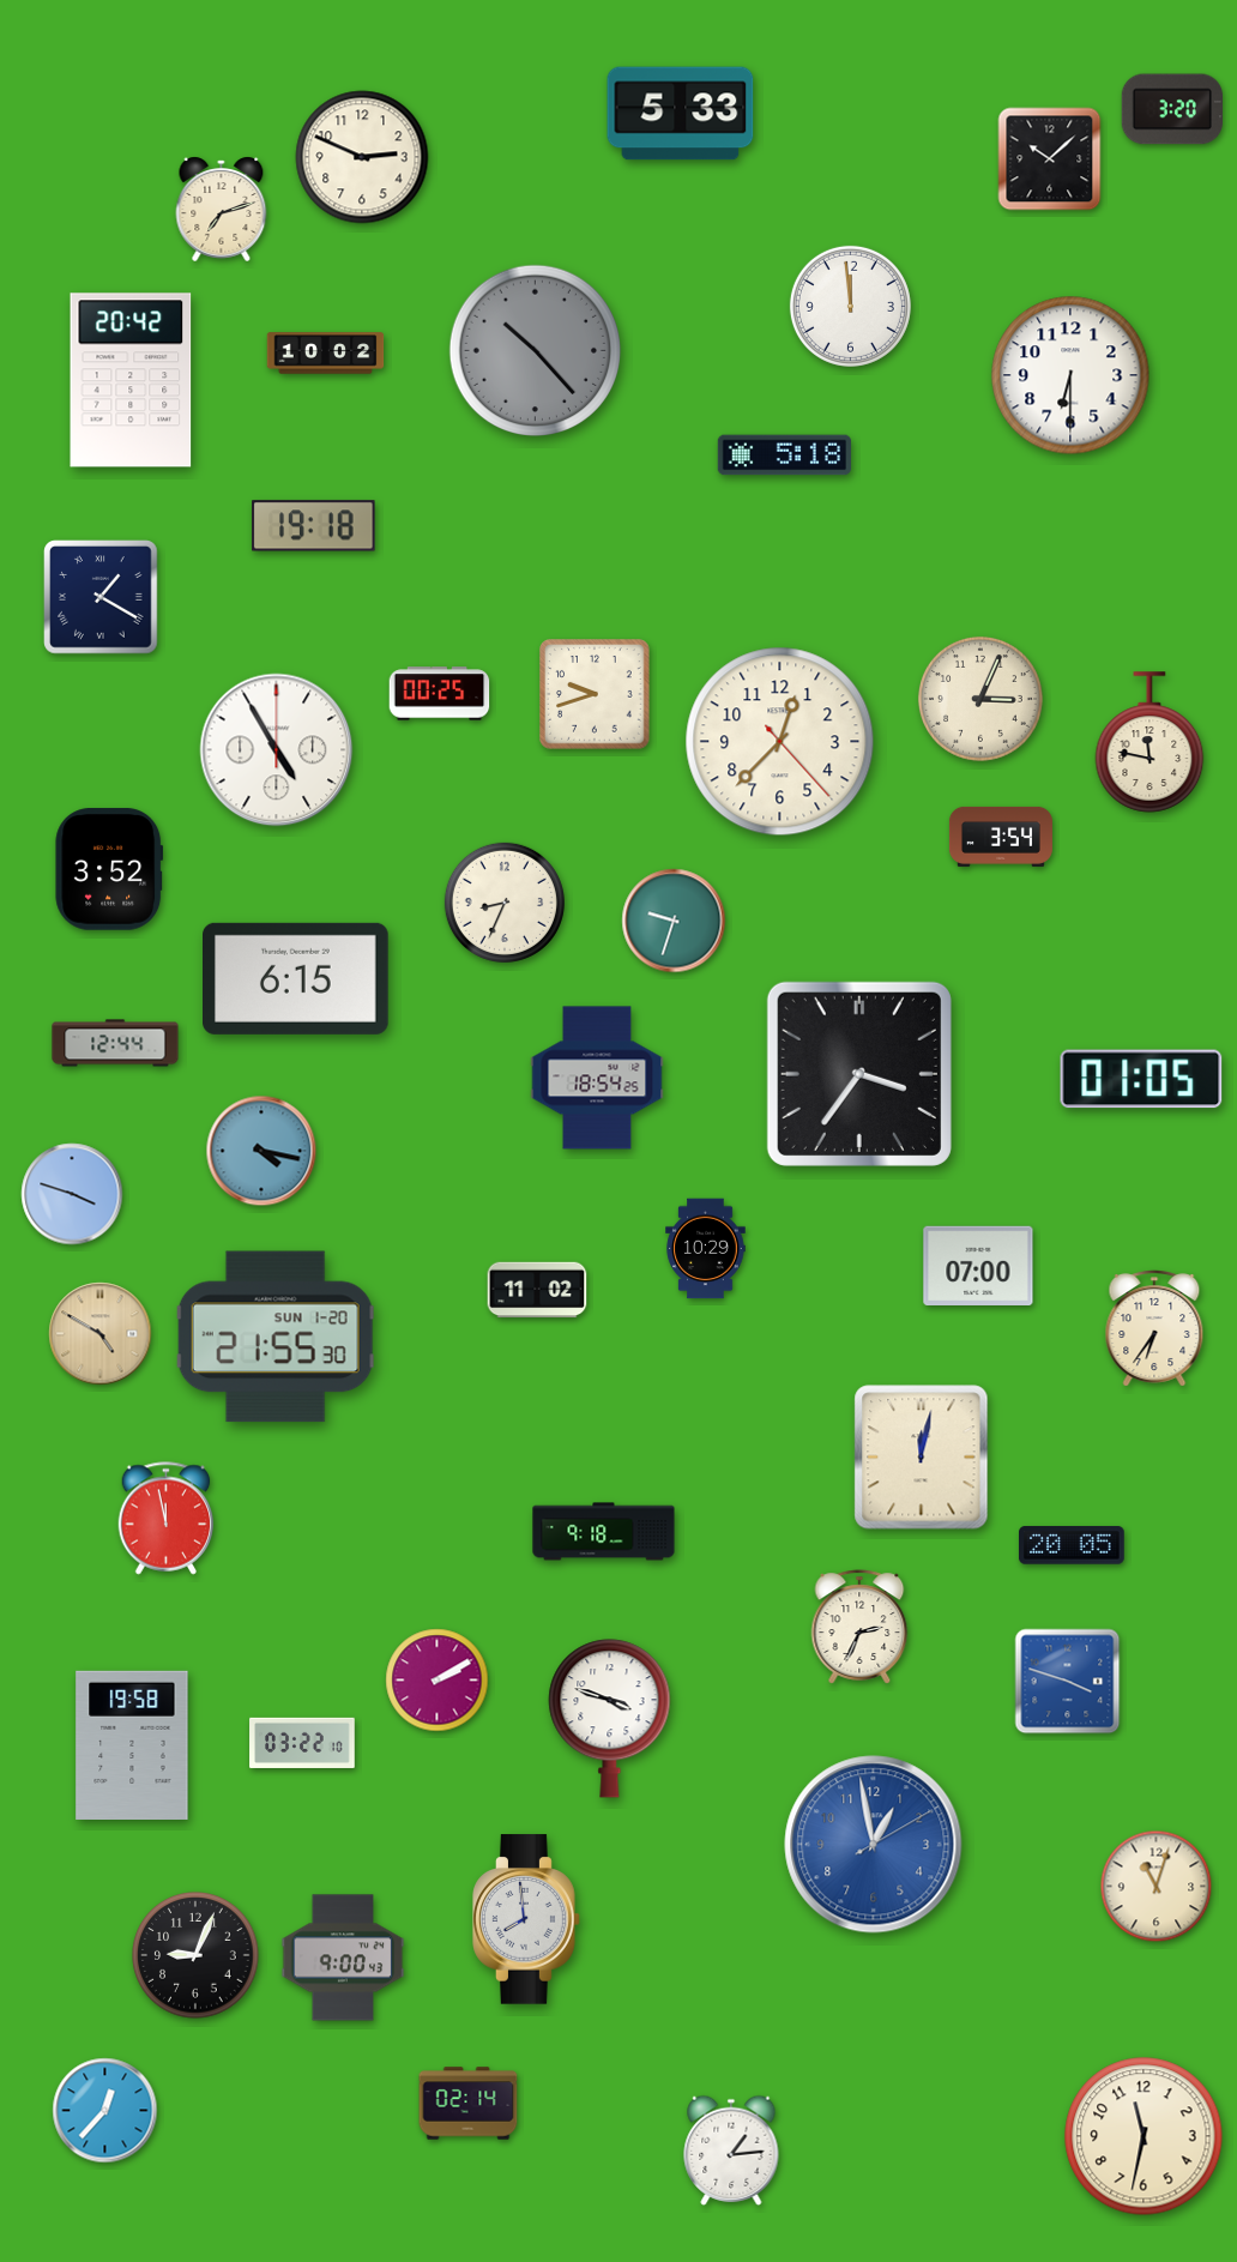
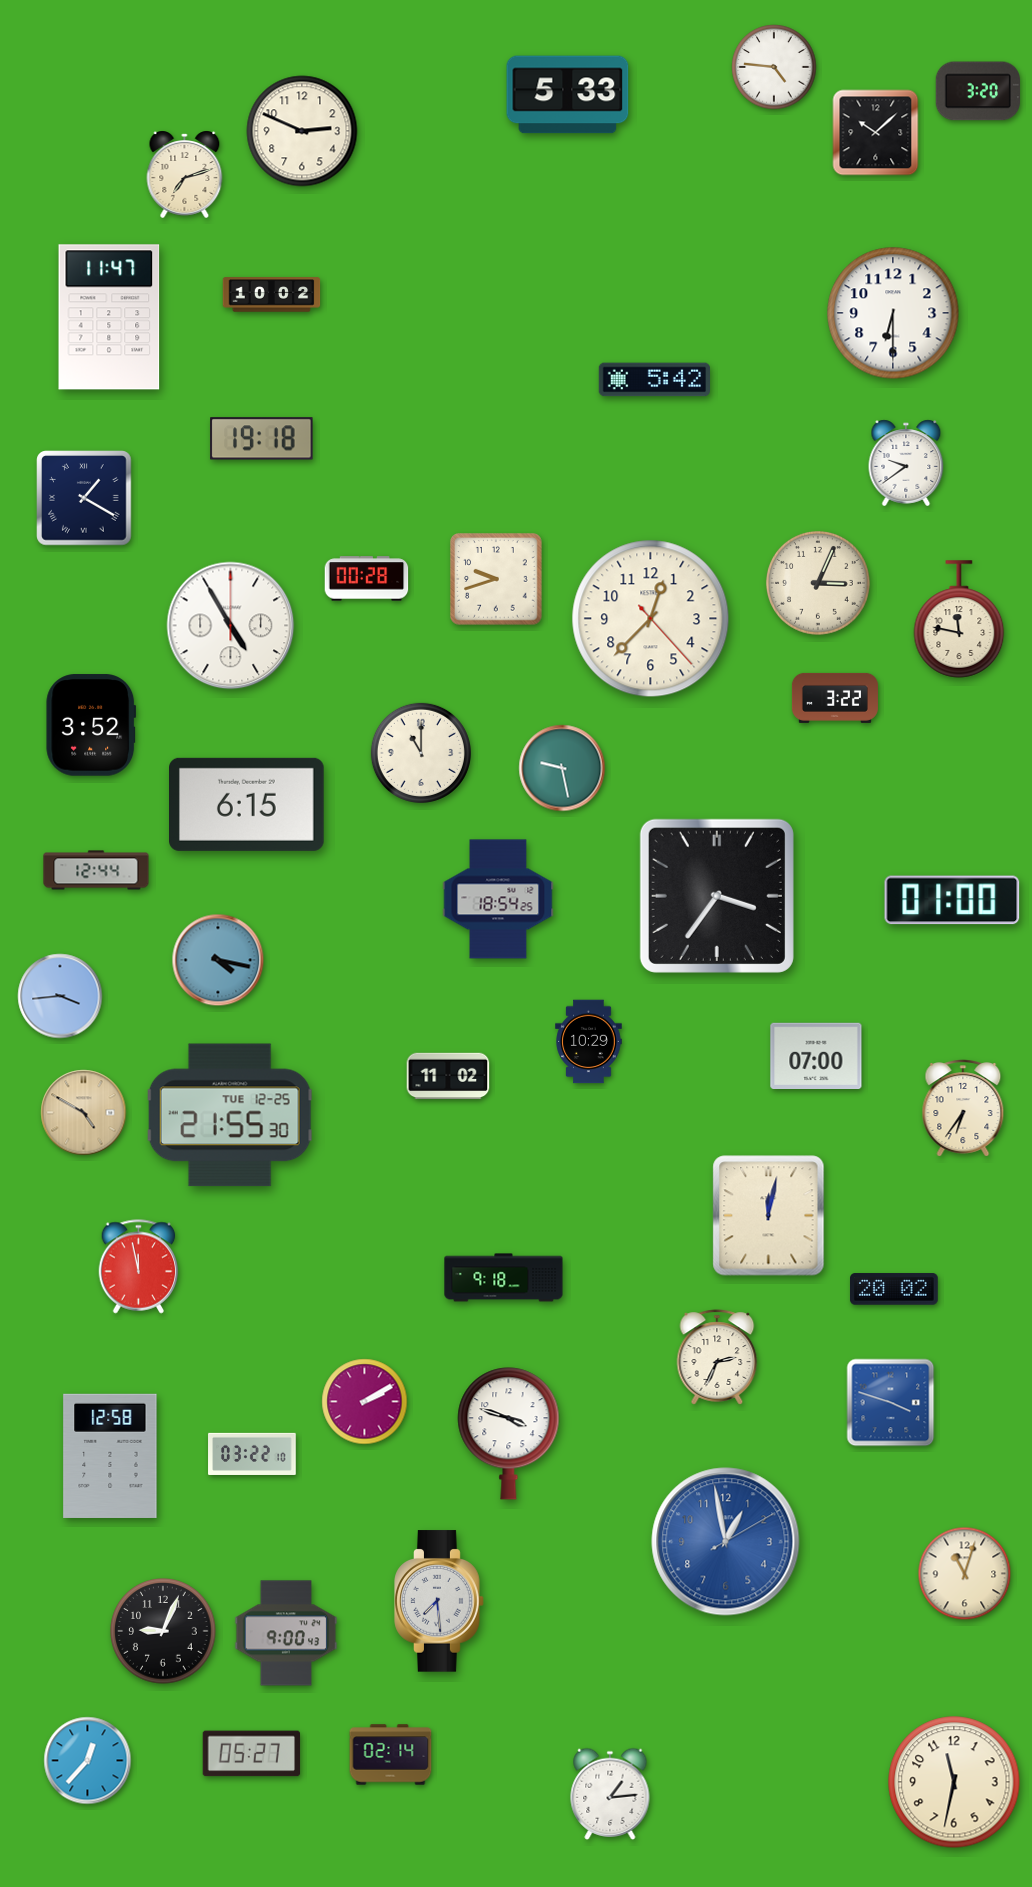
clock at (774, 67): none -> 4:46
clock at (850, 306): 11:59 -> none
clock at (536, 351): 10:23 -> none
clock at (131, 380): 20:42 -> 11:47
clock at (784, 456): 5:18 -> 5:42
clock at (906, 463): none -> 9:39
clock at (440, 694): 00:25 -> 00:28
clock at (1001, 837): 3:54 -> 3:22
clock at (505, 903): 8:34 -> 11:00
clock at (674, 921): 9:33 -> 9:28
clock at (296, 978) position: (296, 978) -> (247, 804)
clock at (1141, 1079): 01:05 -> 01:00
clock at (72, 1194): 3:48 -> 3:44
clock at (276, 1337) date: SUN 1-20 -> TUE 12-25
clock at (1073, 1545): 20:05 -> 20:02
clock at (132, 1745): 19:58 -> 12:58
clock at (874, 1845) position: (874, 1845) -> (726, 1542)
clock at (526, 1919): 7:59 -> 7:29
clock at (252, 1754): none -> 05:27
